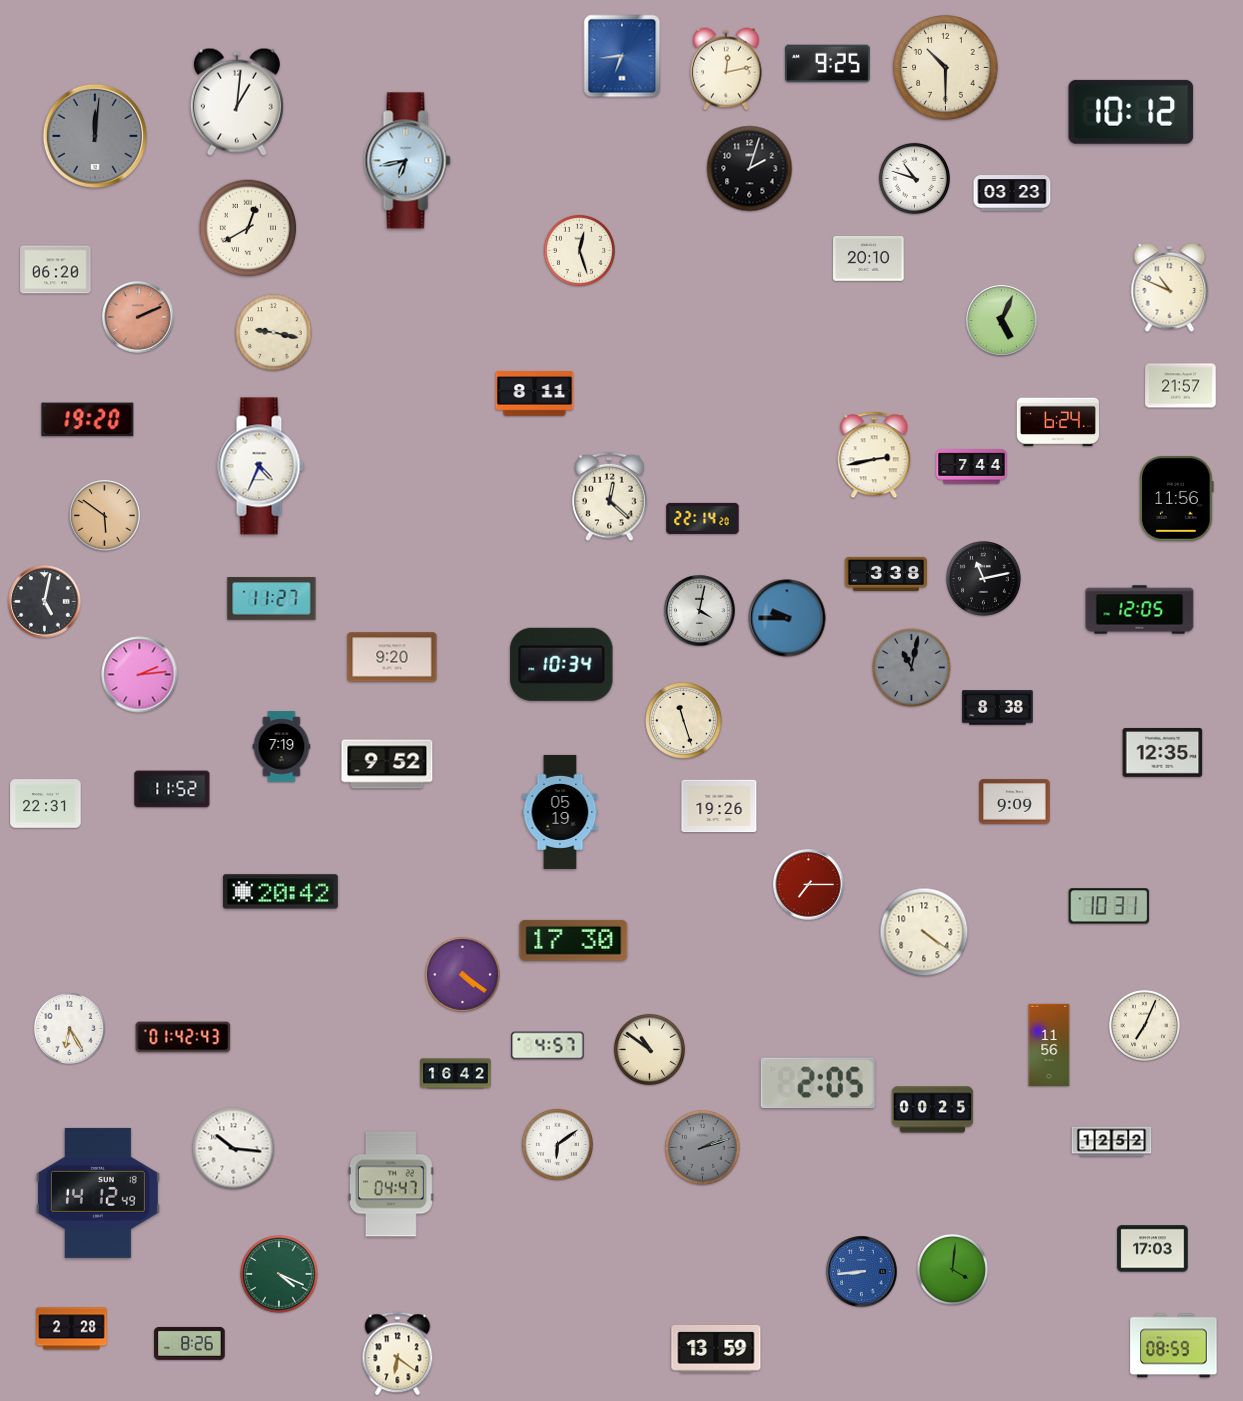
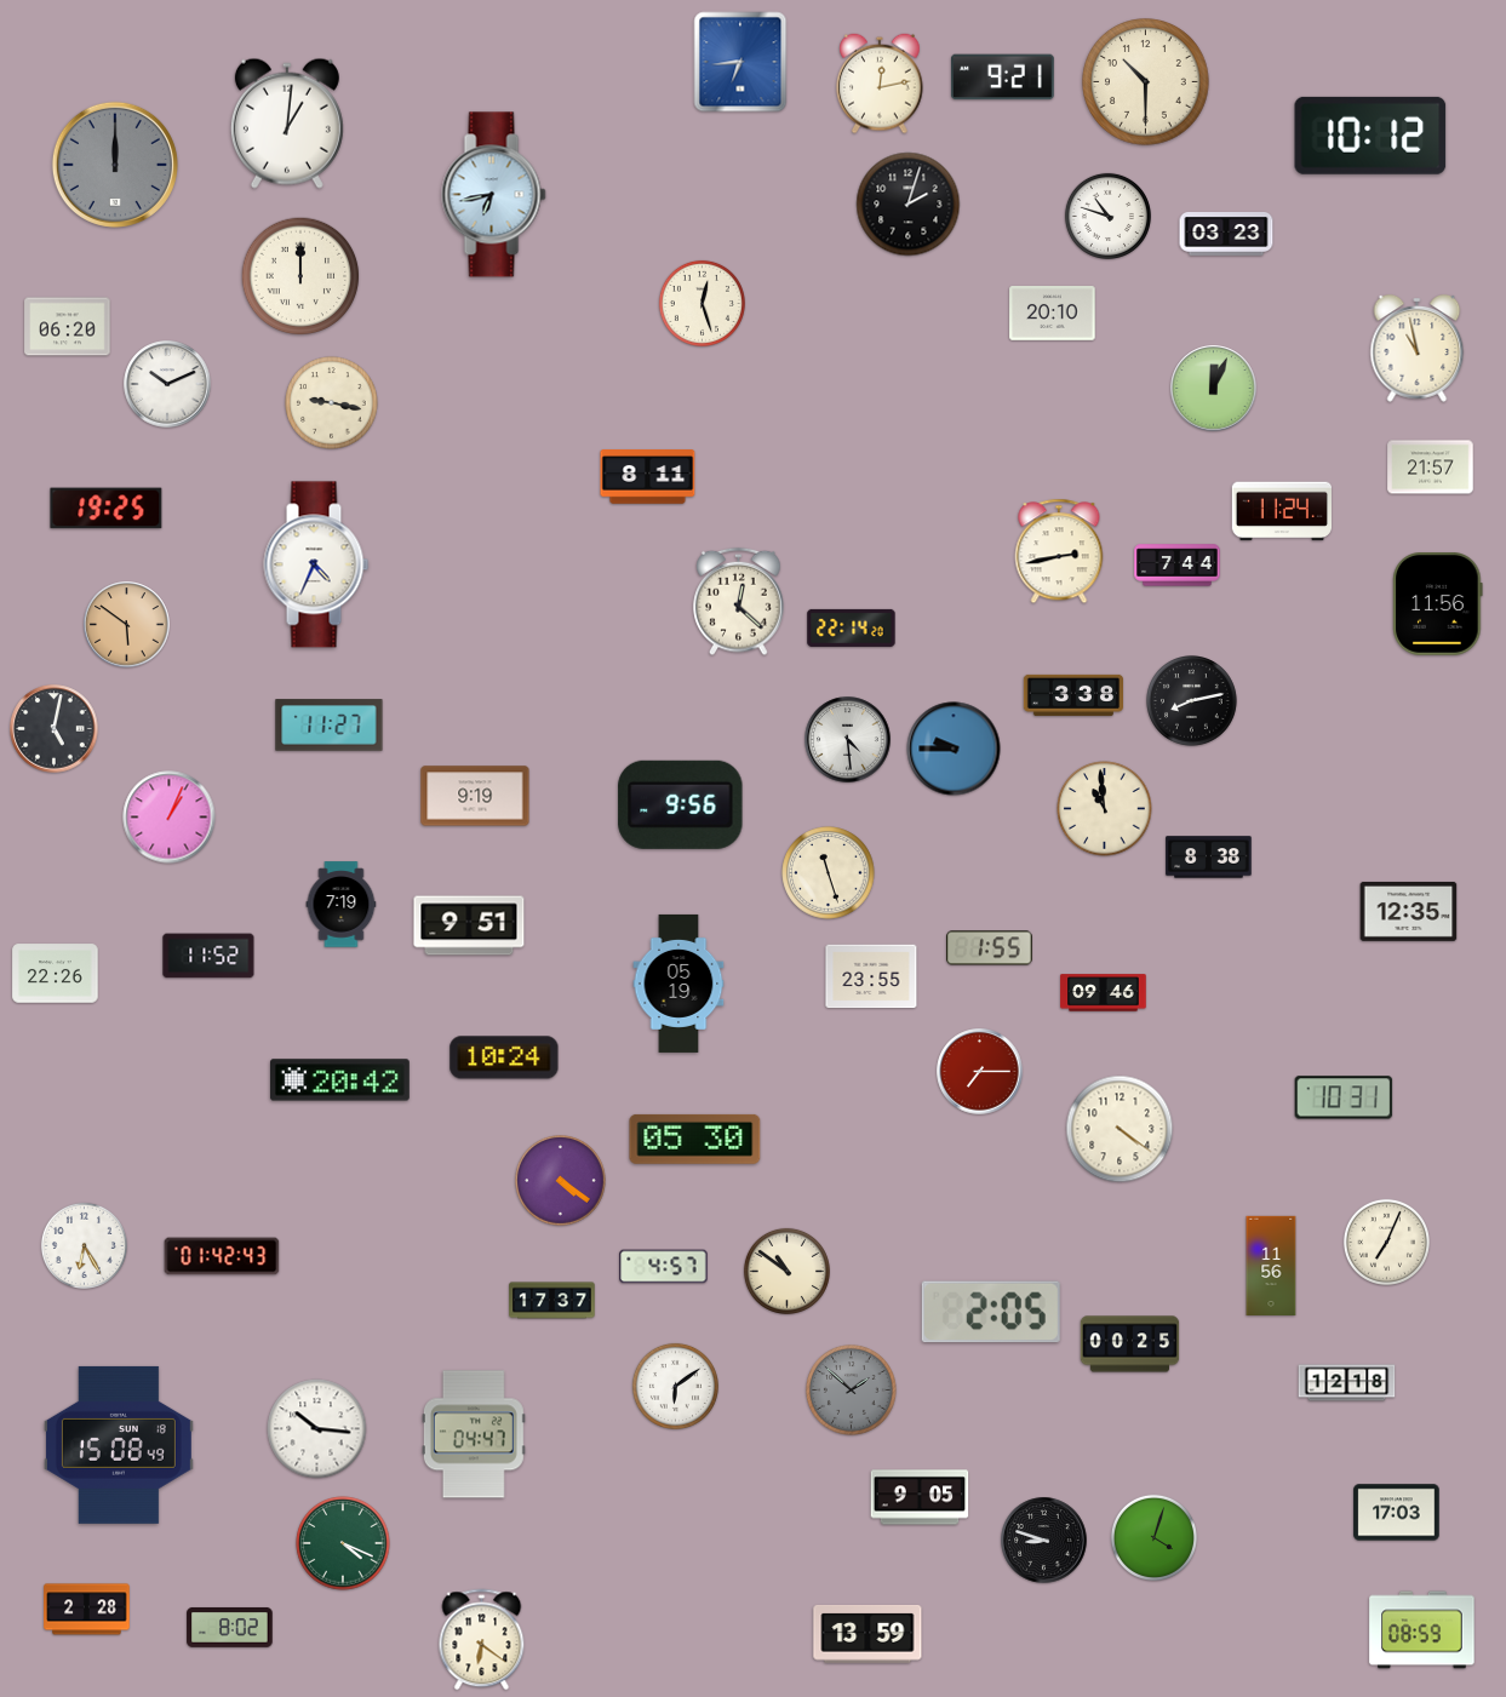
clock at (622, 56) position: (622, 56) -> (740, 62)
clock at (827, 64): 9:25 -> 9:21
clock at (95, 136): 12:01 -> 12:00
clock at (248, 228): 12:40 -> 12:00
clock at (1170, 288): 10:49 -> 10:58
clock at (138, 317): 2:11 -> 10:11
clock at (138, 317) dial: salmon -> white
clock at (1002, 321): 5:04 -> 12:04
clock at (88, 420): 19:20 -> 19:25
clock at (1058, 422): 6:24 -> 11:24
clock at (1177, 499) position: (1177, 499) -> (1438, 604)
clock at (984, 579): 11:13 -> 8:13
clock at (1140, 610): 12:05 -> none
clock at (700, 611): 4:02 -> 4:29
clock at (392, 657): 9:20 -> 9:19
clock at (562, 664): 10:34 -> 9:56
clock at (912, 668): 11:02 -> 10:59
clock at (912, 668) dial: grey -> cream
clock at (140, 675): 2:14 -> 1:04
clock at (387, 764): 9:52 -> 9:51
clock at (990, 948): none -> 1:55
clock at (1015, 802): 9:09 -> none
clock at (46, 804): 22:31 -> 22:26
clock at (719, 806): 19:26 -> 23:55
clock at (1104, 993): none -> 09:46
clock at (504, 1057): none -> 10:24
clock at (574, 940): 17:30 -> 05:30
clock at (456, 1074): 16:42 -> 17:37
clock at (1112, 1142): 12:52 -> 12:18
clock at (703, 1148): 2:12 -> 1:52
clock at (234, 1149) position: (234, 1149) -> (317, 1429)
clock at (98, 1193): 14:12 -> 15:08
clock at (920, 1497): none -> 9:05
clock at (952, 1269): 4:01 -> 4:03
clock at (862, 1272): 8:44 -> 8:48
clock at (862, 1272) dial: blue -> black
clock at (279, 1274) position: (279, 1274) -> (343, 1543)
clock at (190, 1343): 8:26 -> 8:02
